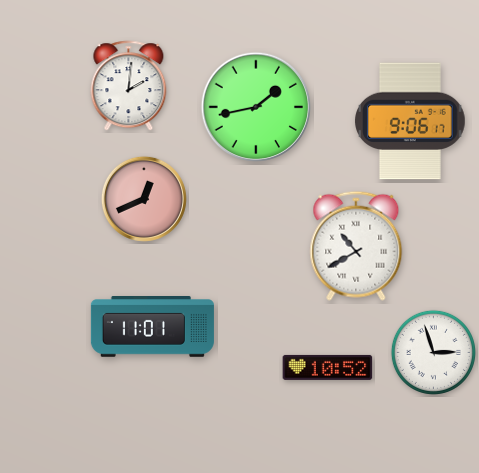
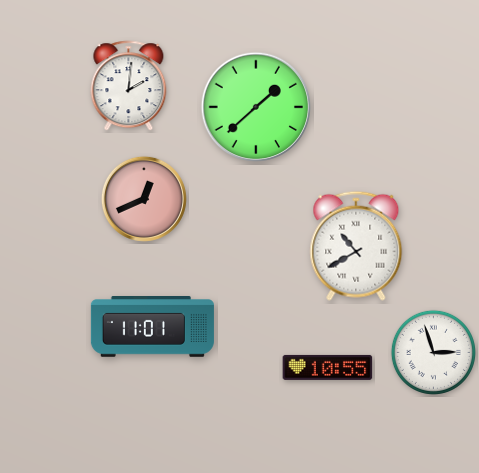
clock at (256, 107): 1:43 -> 1:38
clock at (411, 121): 9:06 -> none
clock at (328, 367): 10:52 -> 10:55
